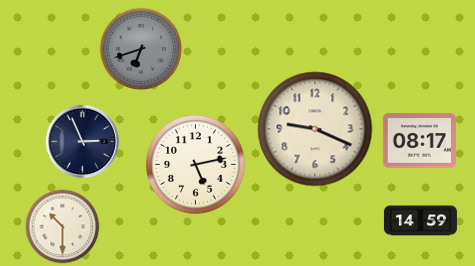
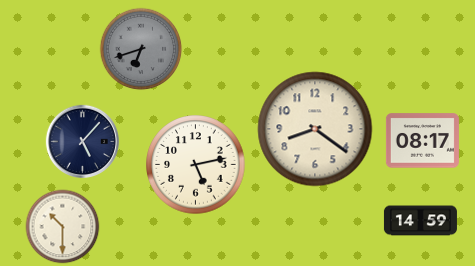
clock at (315, 129): 9:19 -> 8:21
clock at (82, 141): 2:56 -> 5:07
clock at (419, 141) position: (419, 141) -> (422, 141)
